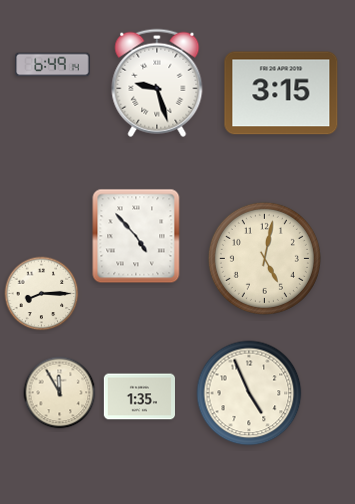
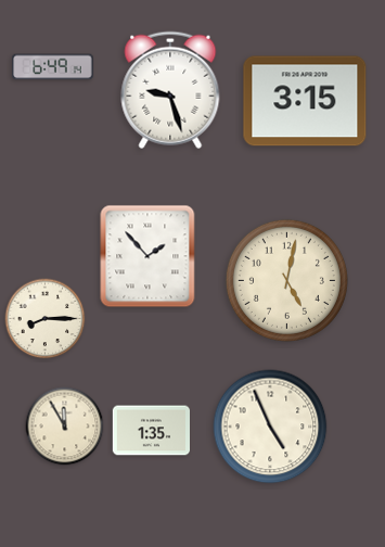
clock at (53, 65) position: (53, 65) -> (53, 67)
clock at (136, 236): 4:53 -> 1:53
